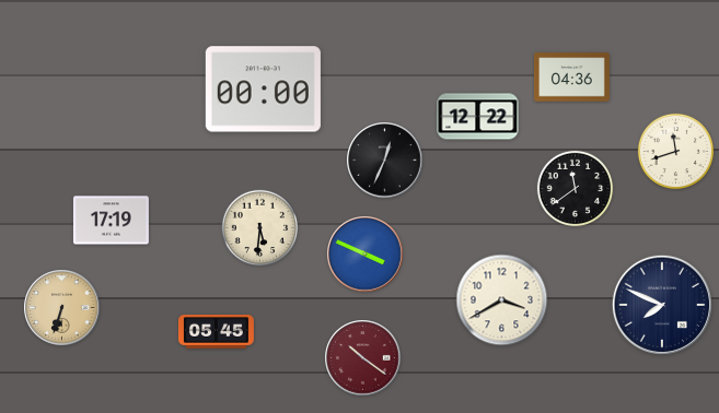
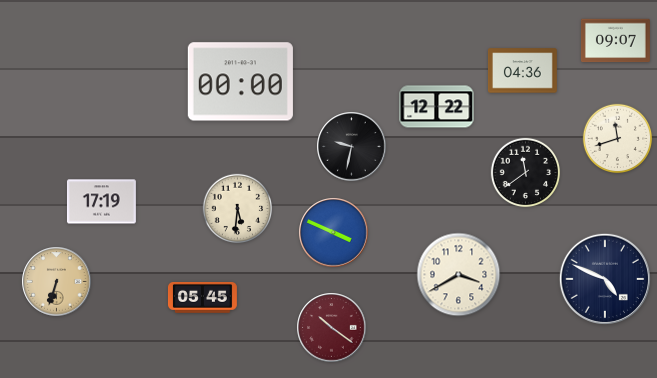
clock at (615, 41): none -> 09:07
clock at (385, 161): 12:34 -> 9:32
clock at (662, 305): 7:49 -> 4:49
clock at (216, 332) position: (216, 332) -> (202, 298)
